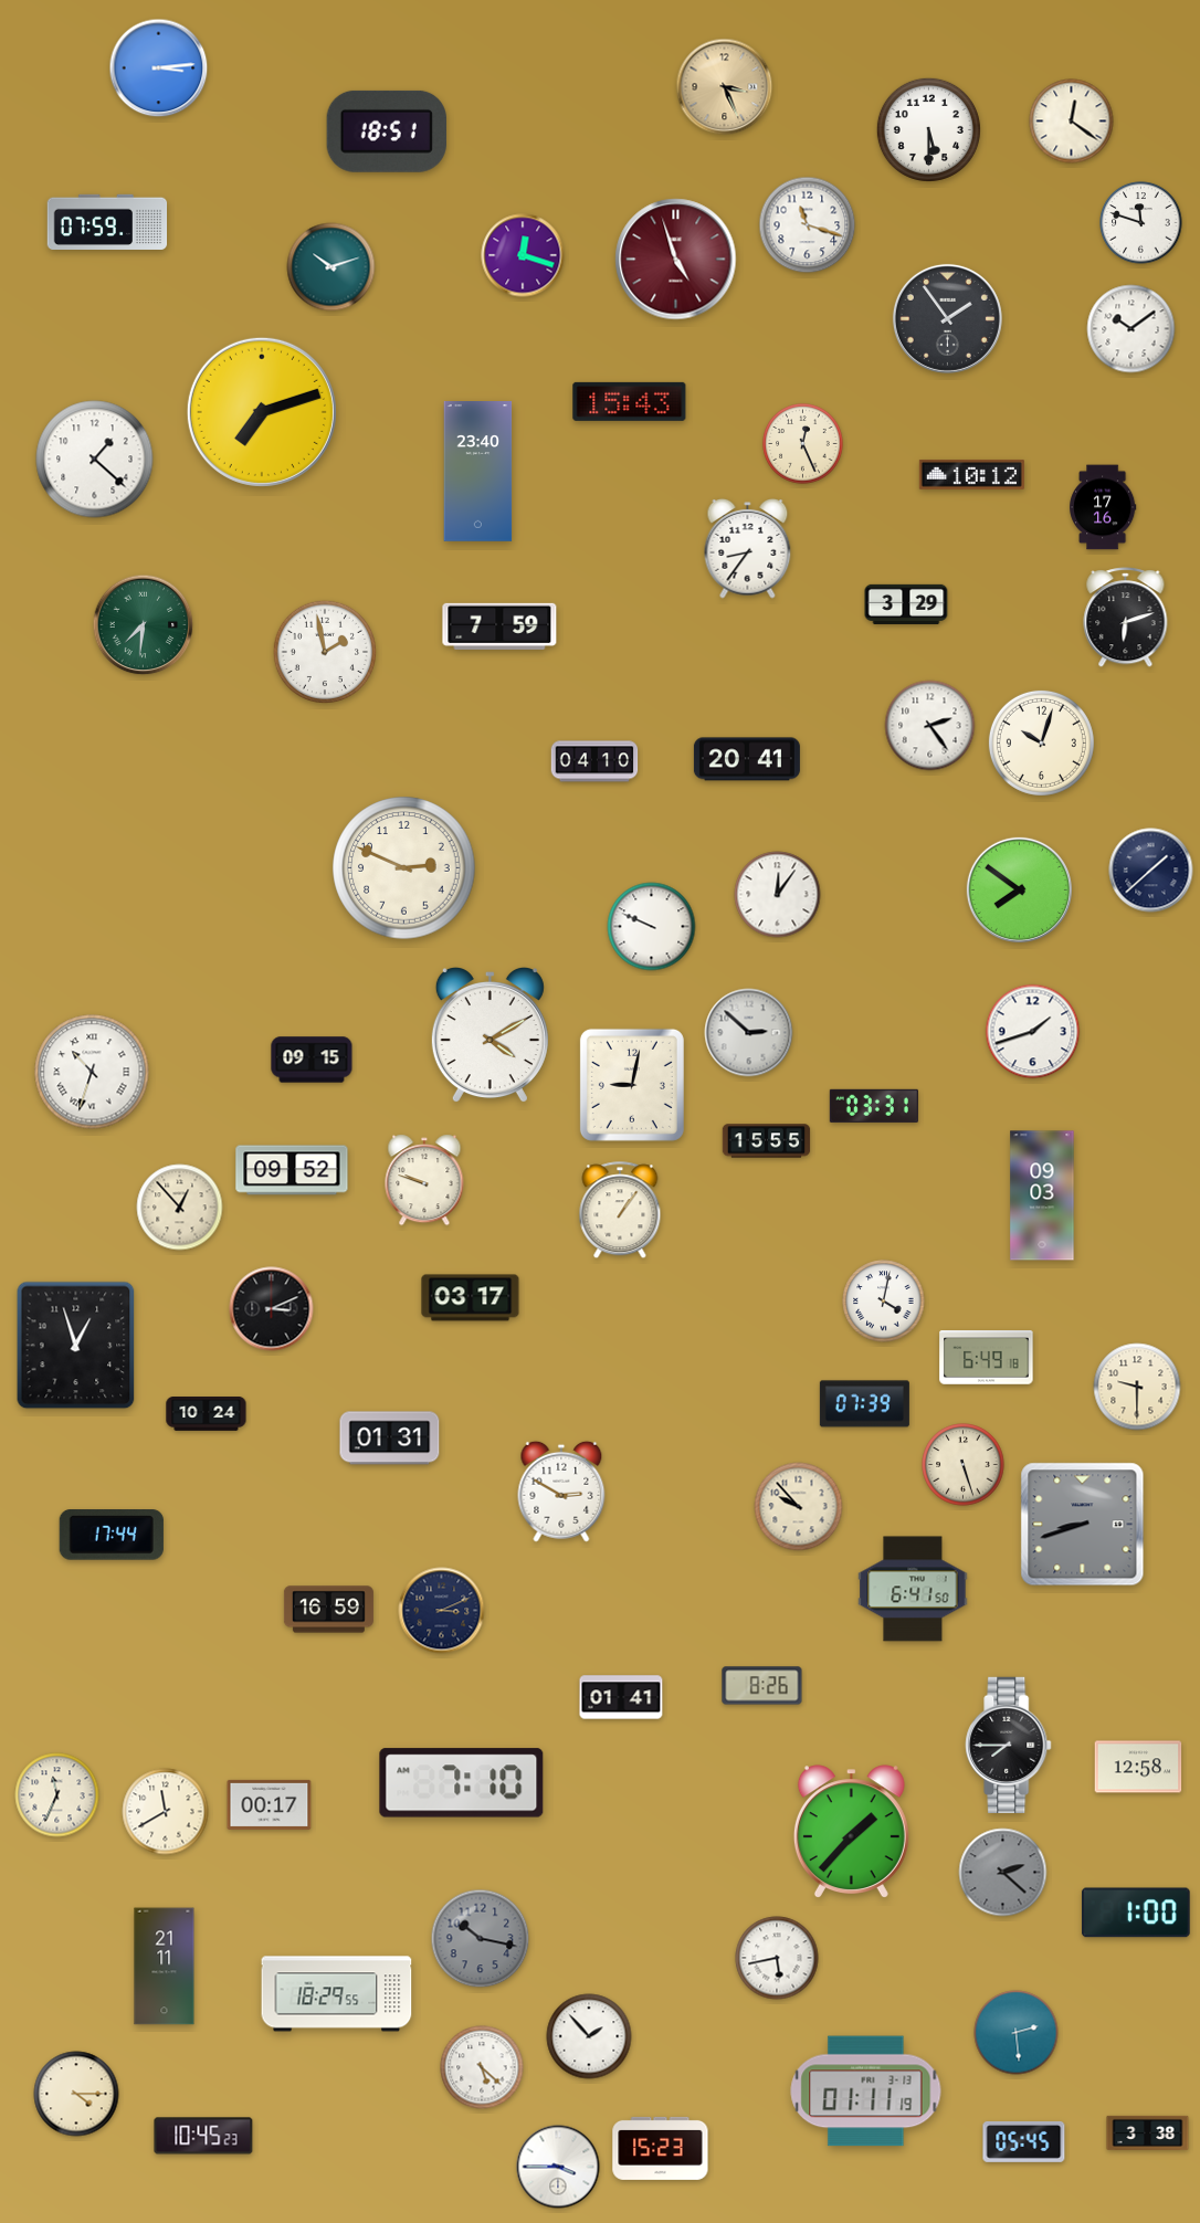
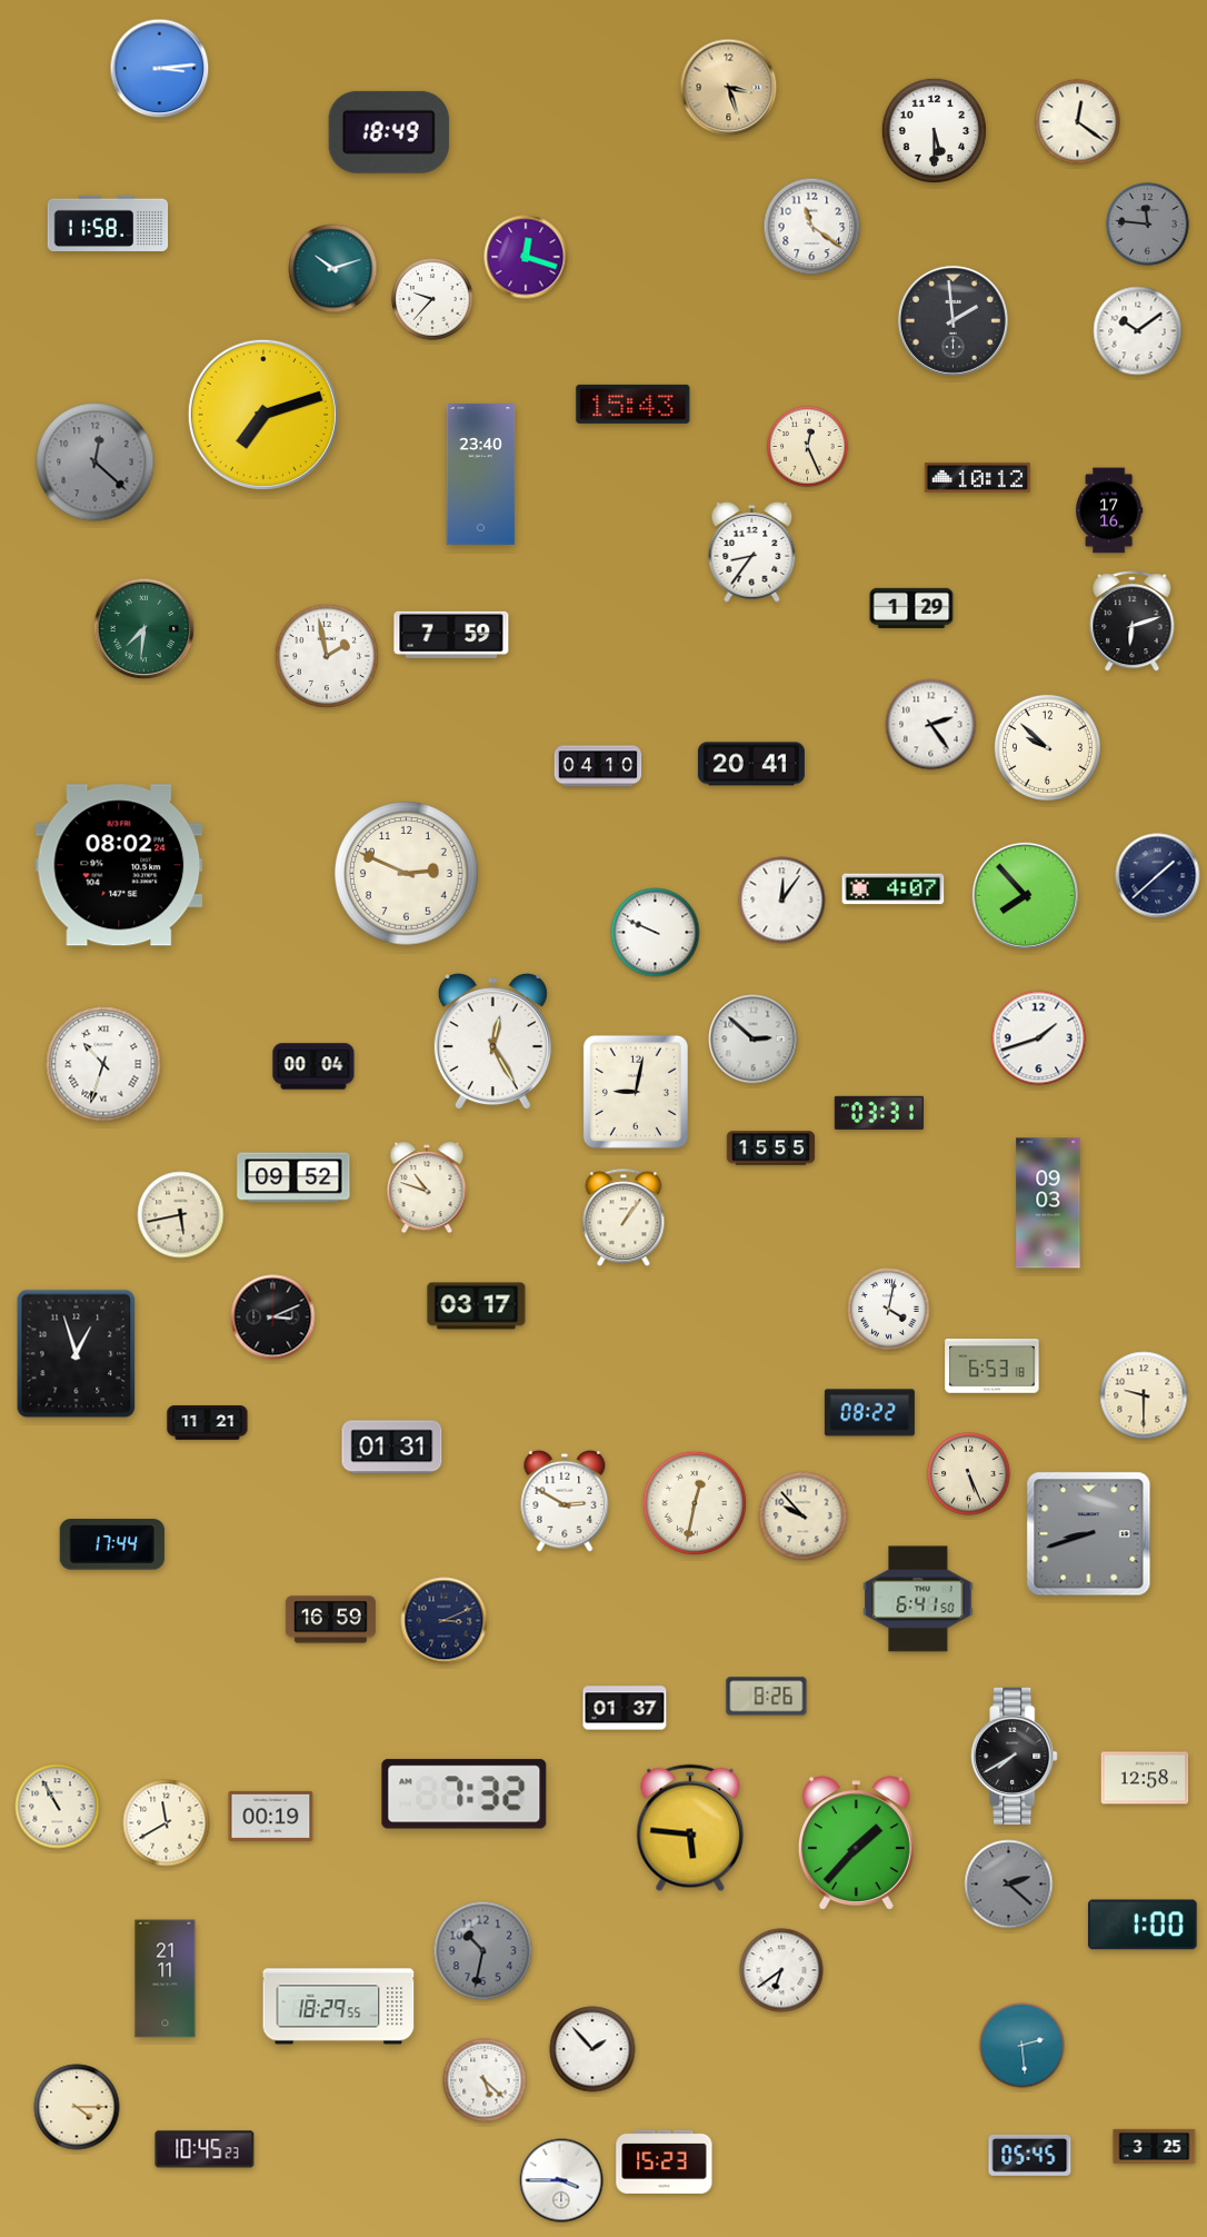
clock at (725, 87): 3:26 -> 3:27
clock at (387, 131): 18:51 -> 18:49
clock at (107, 222): 07:59 -> 11:58
clock at (1141, 223): 11:48 -> 11:46
clock at (1141, 223) dial: white -> grey
clock at (808, 225): 11:18 -> 11:21
clock at (676, 260): 4:57 -> none
clock at (432, 299): none -> 9:37
clock at (947, 318): 1:54 -> 1:59
clock at (95, 460): 1:22 -> 12:22
clock at (95, 460) dial: white -> grey
clock at (906, 604): 3:29 -> 1:29
clock at (499, 626) position: (499, 626) -> (451, 635)
clock at (930, 726) position: (930, 726) -> (931, 725)
clock at (1041, 742): 10:03 -> 9:52
clock at (119, 865): none -> 08:02
clock at (894, 889): none -> 4:07
clock at (1019, 889): 7:51 -> 7:53
clock at (490, 1036): 4:10 -> 12:25
clock at (312, 1060): 09:15 -> 00:04
clock at (92, 1072) position: (92, 1072) -> (103, 1064)
clock at (424, 1180): 9:48 -> 10:48
clock at (180, 1208): 12:53 -> 5:43
clock at (471, 1298) position: (471, 1298) -> (477, 1306)
clock at (987, 1358): 6:49 -> 6:53
clock at (864, 1404): 07:39 -> 08:22
clock at (207, 1414): 10:24 -> 11:21
clock at (964, 1465): 5:27 -> 5:26
clock at (694, 1502): none -> 12:32
clock at (621, 1697): 01:41 -> 01:37
clock at (1009, 1745): 7:45 -> 7:40
clock at (462, 1783): 7:10 -> 7:32
clock at (57, 1795): 11:34 -> 10:55
clock at (270, 1804): 00:17 -> 00:19
clock at (690, 1828): none -> 5:46
clock at (481, 1939): 10:17 -> 10:32
clock at (777, 1958): 5:43 -> 6:39
clock at (866, 2092): 01:11 -> none
clock at (1148, 2132): 3:38 -> 3:25
